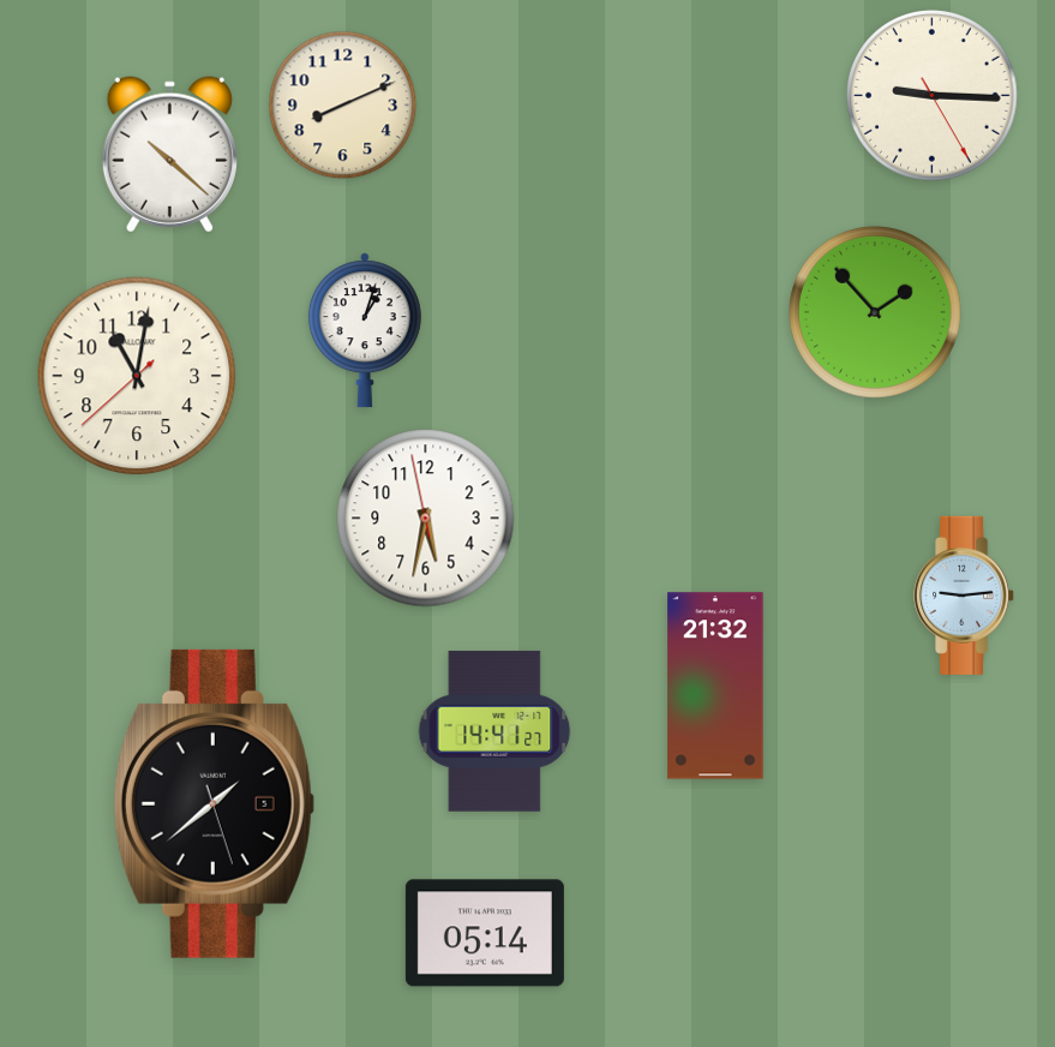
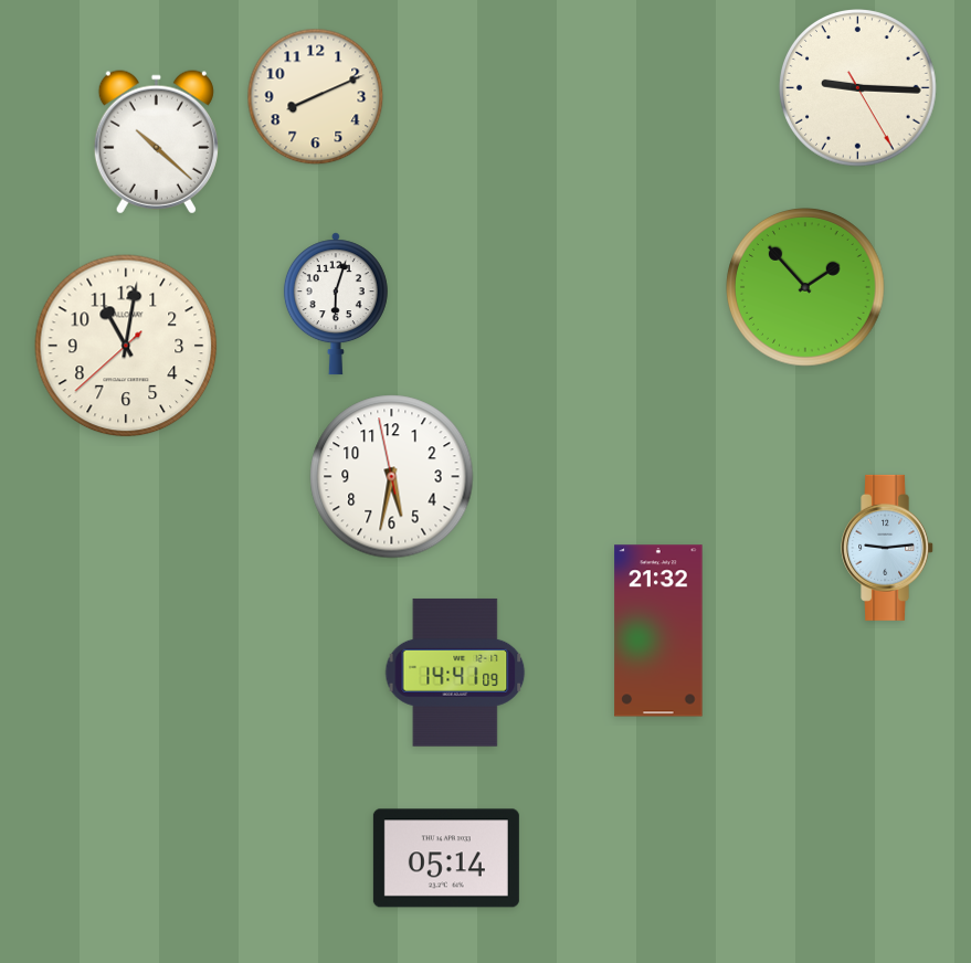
clock at (365, 330): 1:03 -> 6:03
clock at (494, 731): 14:41:27 -> 14:41:09
clock at (214, 803): 1:38 -> none
